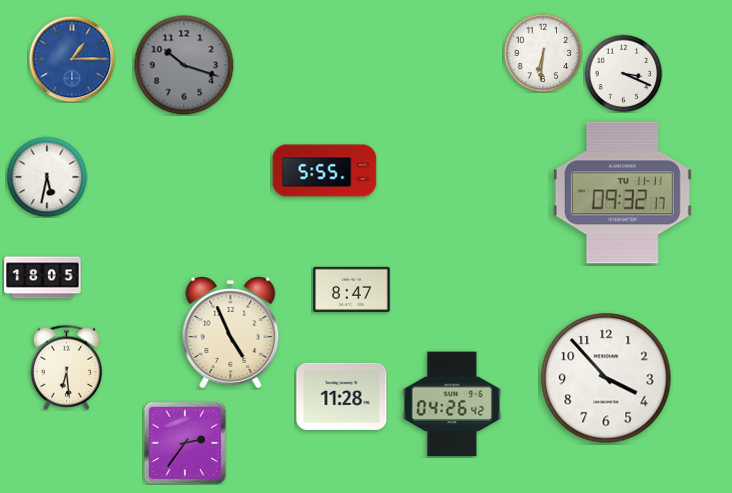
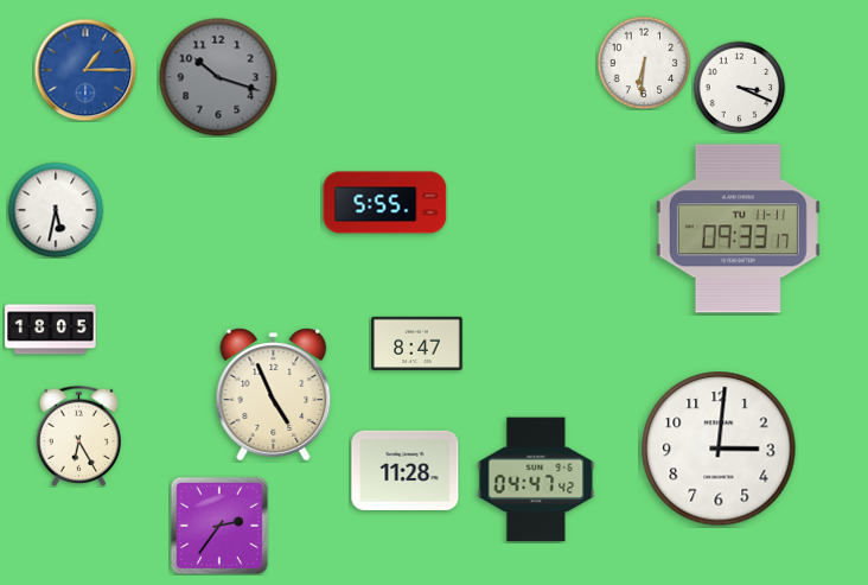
clock at (622, 193): 09:32 -> 09:33
clock at (67, 367): 6:29 -> 6:25
clock at (606, 378): 3:53 -> 3:01
clock at (452, 404): 04:26 -> 04:47
